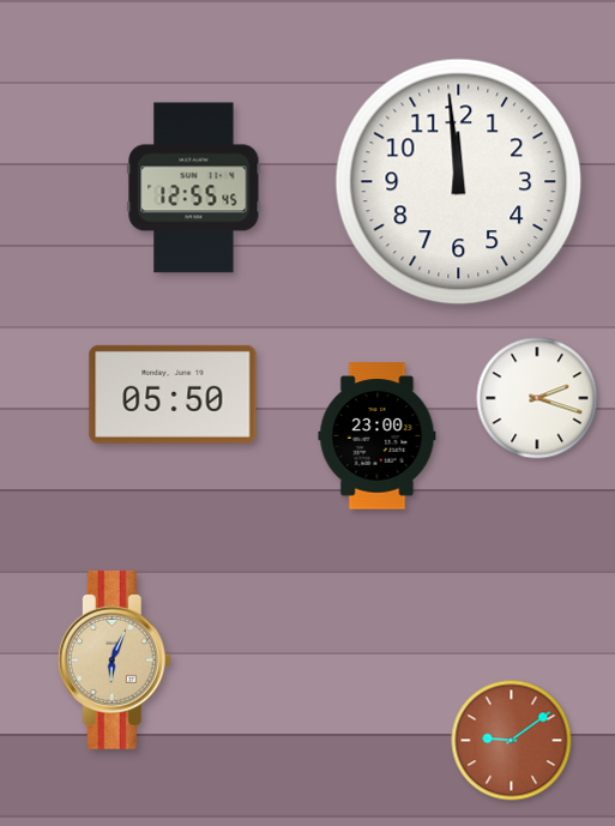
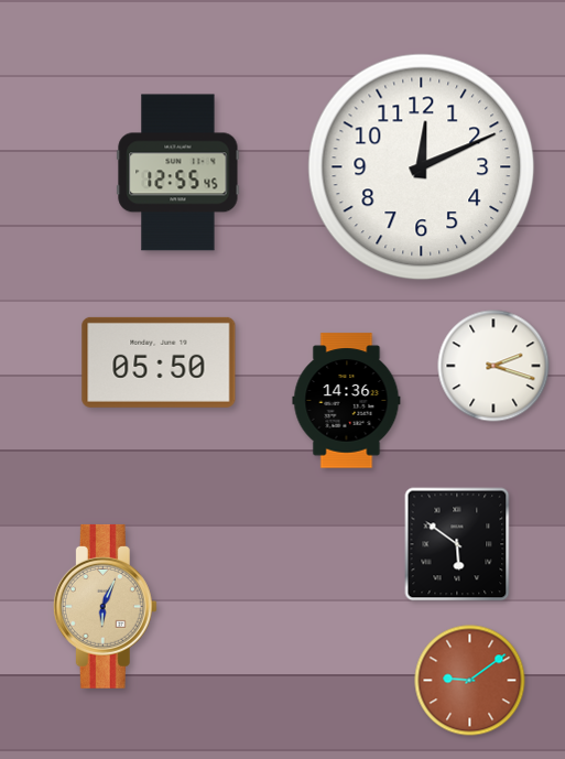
clock at (459, 182): 11:59 -> 12:11
clock at (378, 436): 23:00 -> 14:36
clock at (457, 544): none -> 5:51
